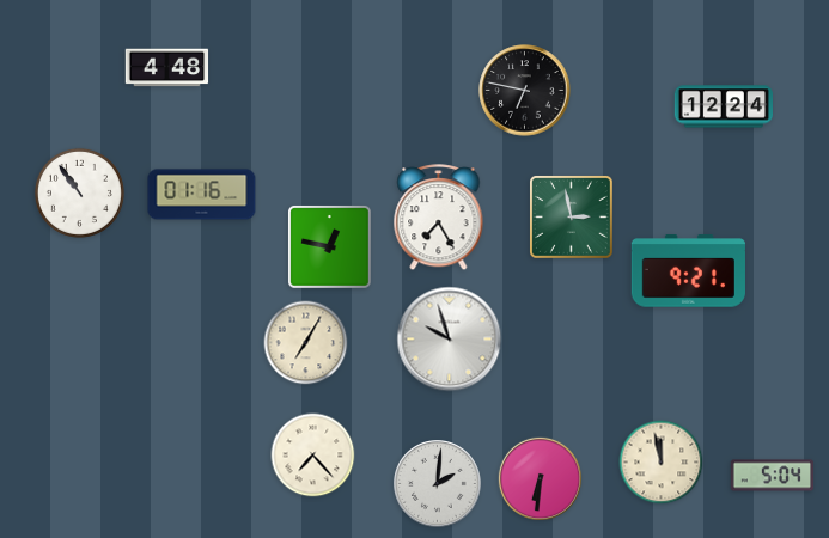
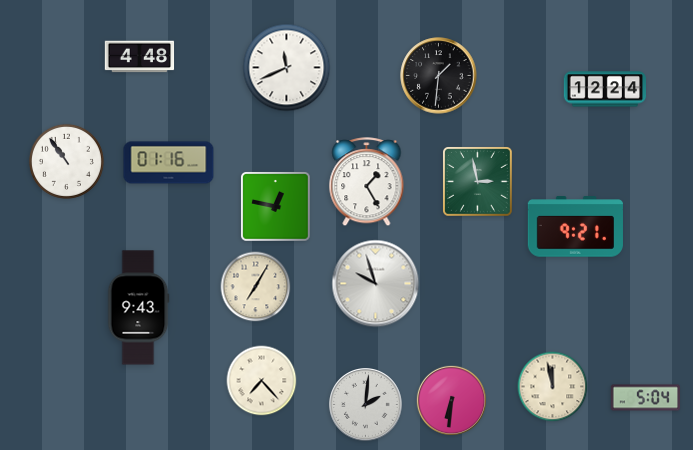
clock at (287, 68): none -> 11:41
clock at (525, 91): 6:47 -> 1:31
clock at (439, 218): 7:25 -> 1:25
clock at (138, 308): none -> 9:43
